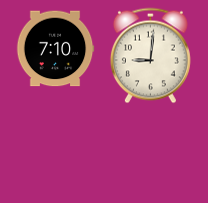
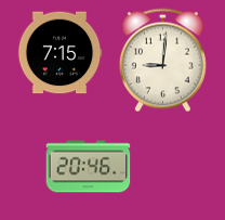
clock at (55, 49): 7:10 -> 7:15
clock at (88, 167): none -> 20:46
